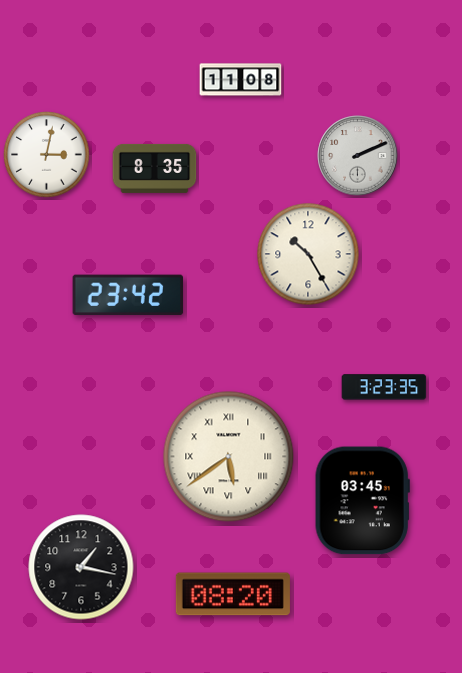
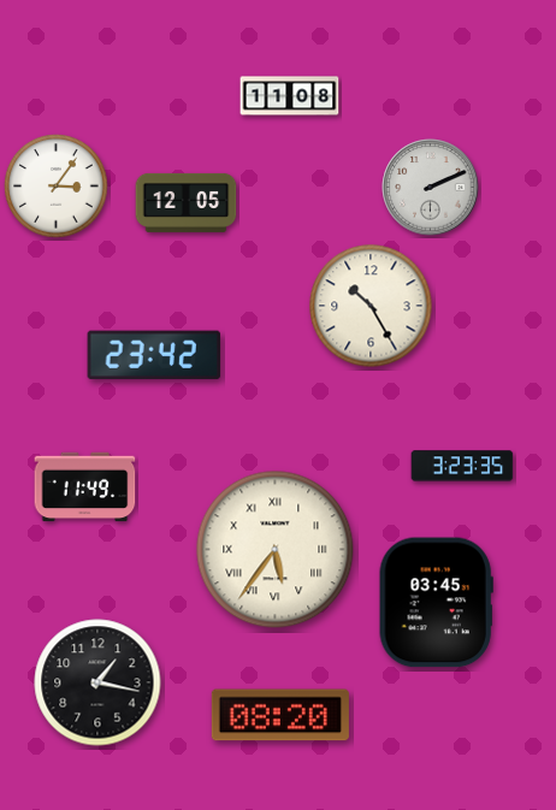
clock at (47, 155): 3:02 -> 3:06
clock at (155, 168): 8:35 -> 12:05
clock at (85, 487): none -> 11:49
clock at (229, 457): 5:39 -> 5:36
